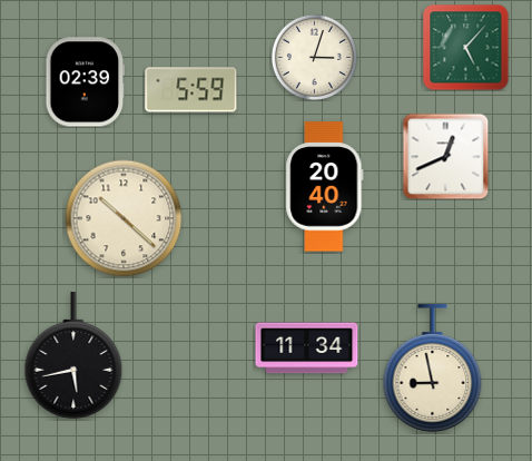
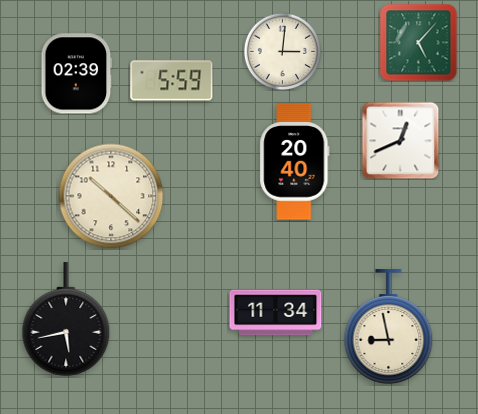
clock at (314, 57): 3:03 -> 3:01
clock at (325, 187) position: (325, 187) -> (295, 162)
clock at (433, 369) position: (433, 369) -> (389, 327)
